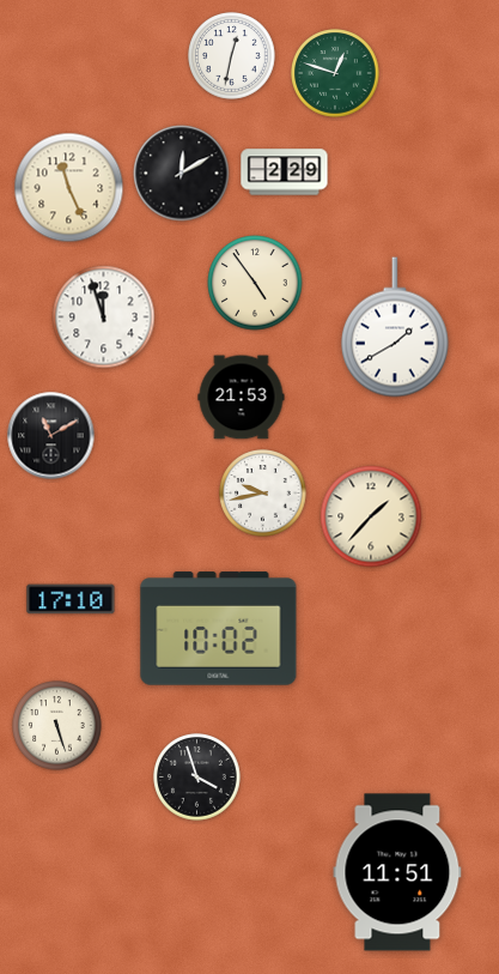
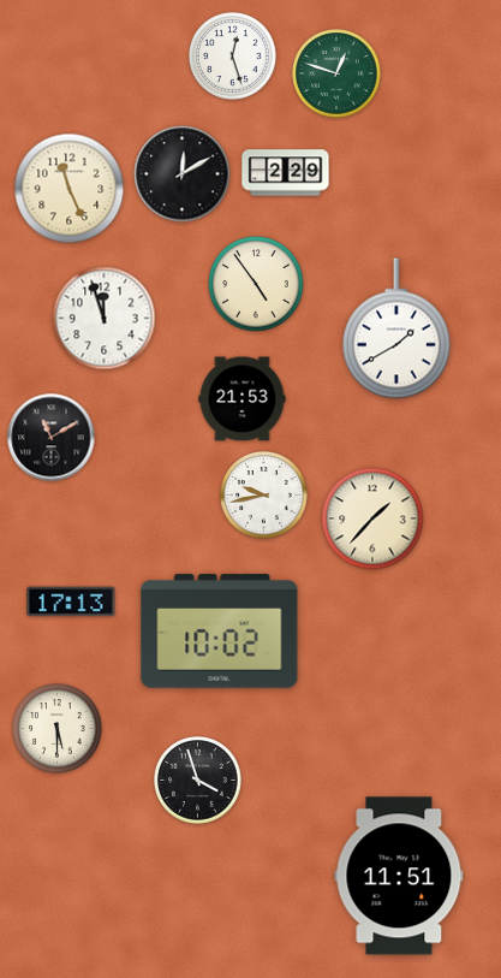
clock at (232, 56): 12:32 -> 12:27
clock at (71, 599): 17:10 -> 17:13
clock at (57, 726): 5:27 -> 5:30
